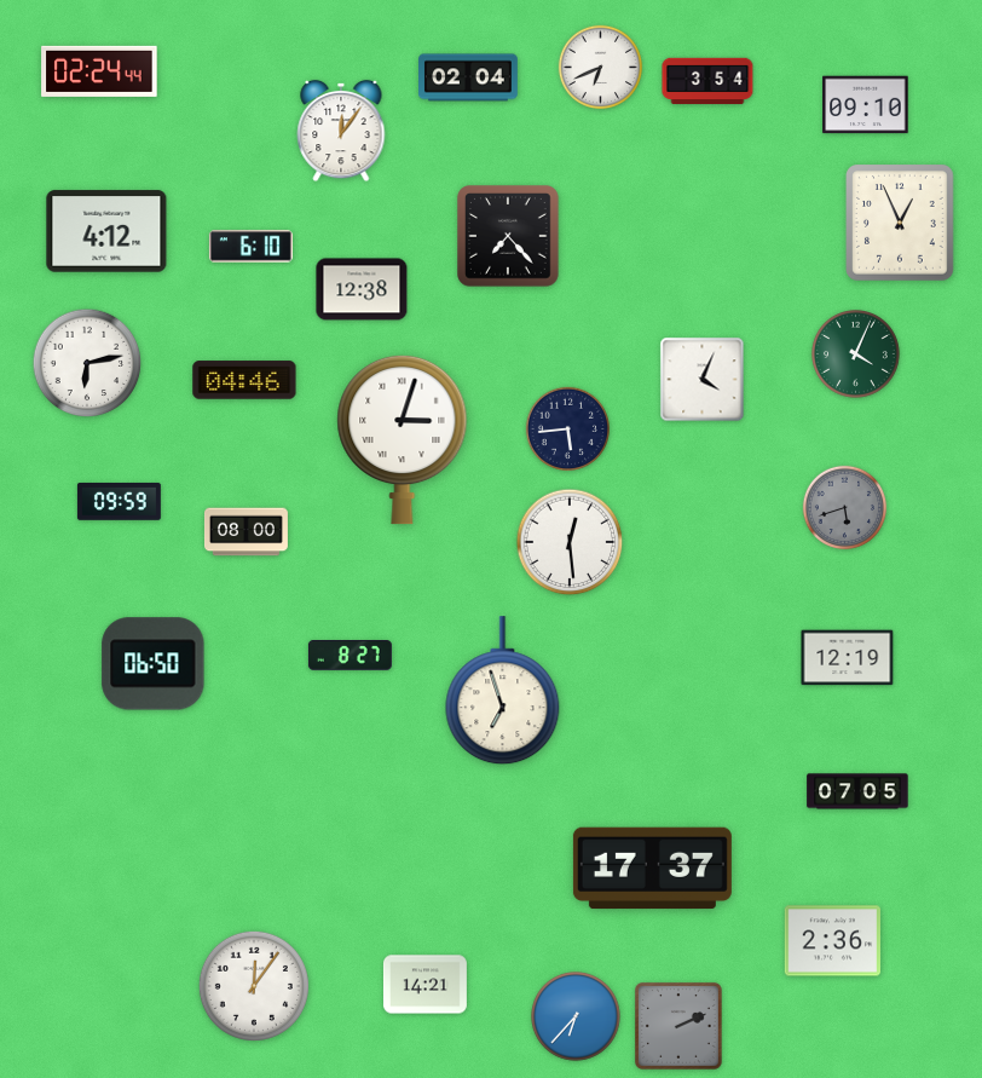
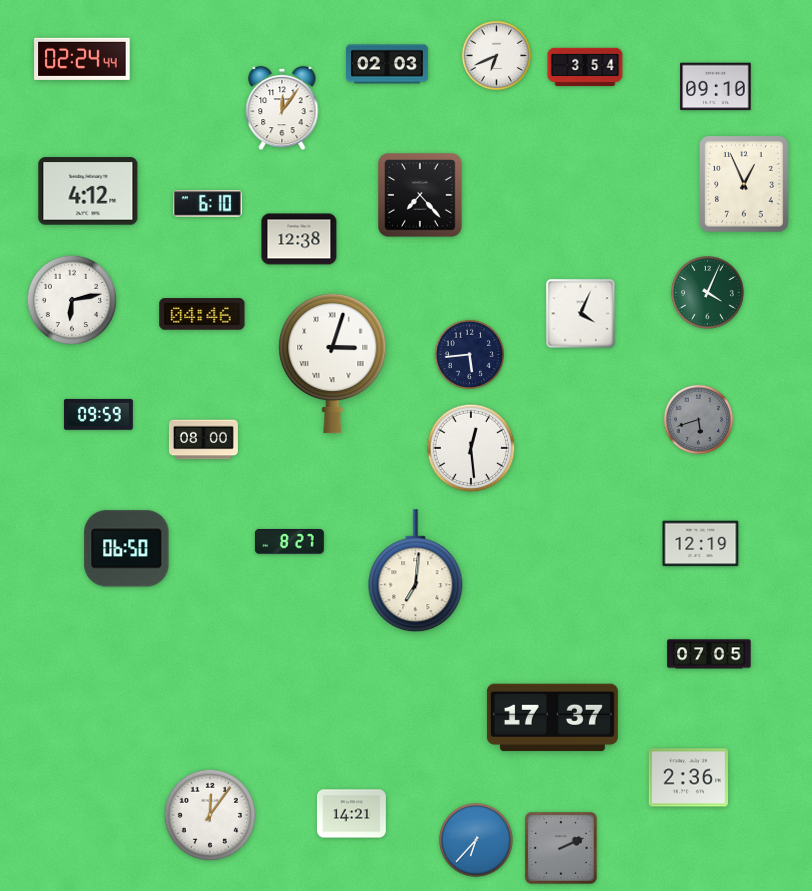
clock at (469, 77): 02:04 -> 02:03
clock at (503, 691): 6:57 -> 7:01
clock at (652, 869) position: (652, 869) -> (552, 718)
